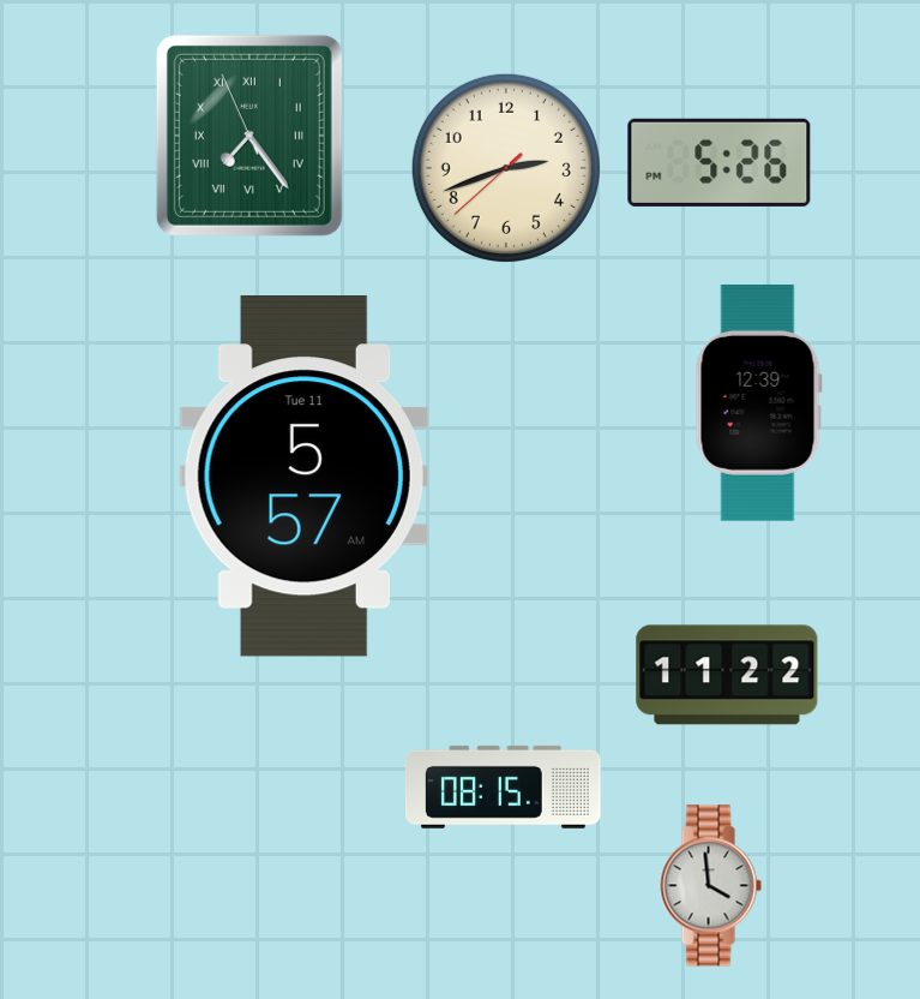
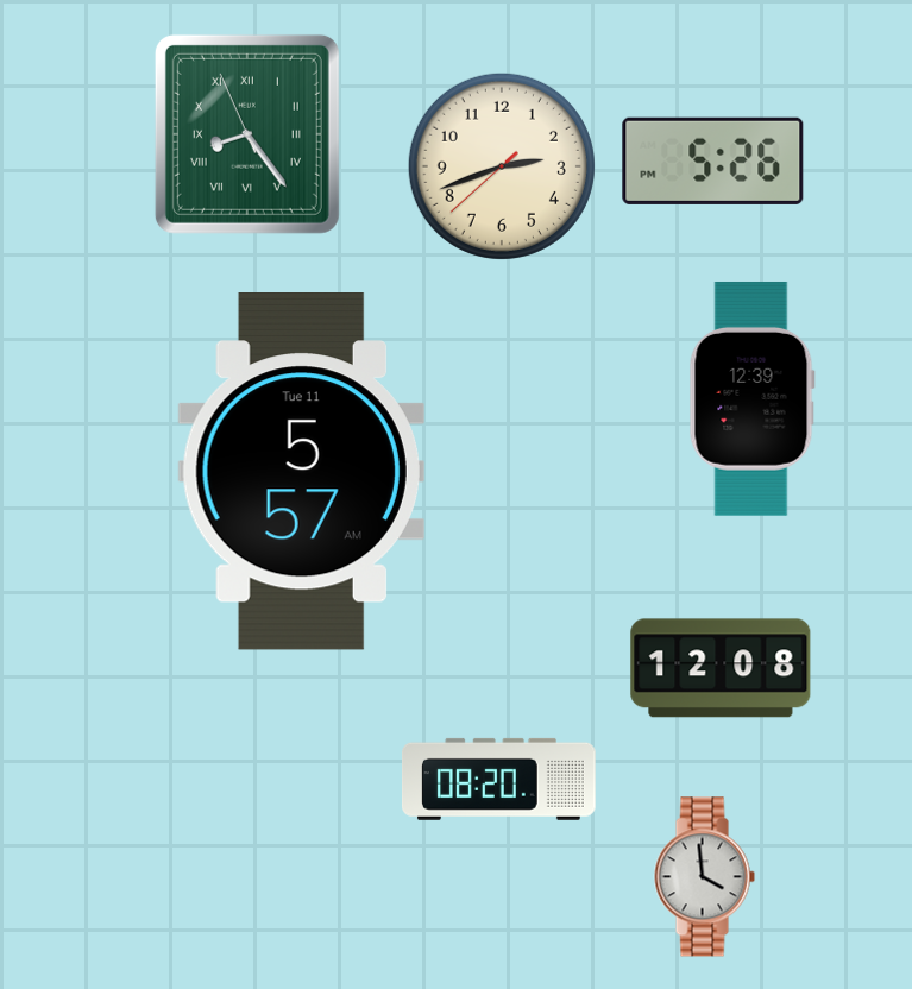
clock at (249, 136): 7:23 -> 8:23
clock at (727, 675): 11:22 -> 12:08
clock at (504, 786): 08:15 -> 08:20
